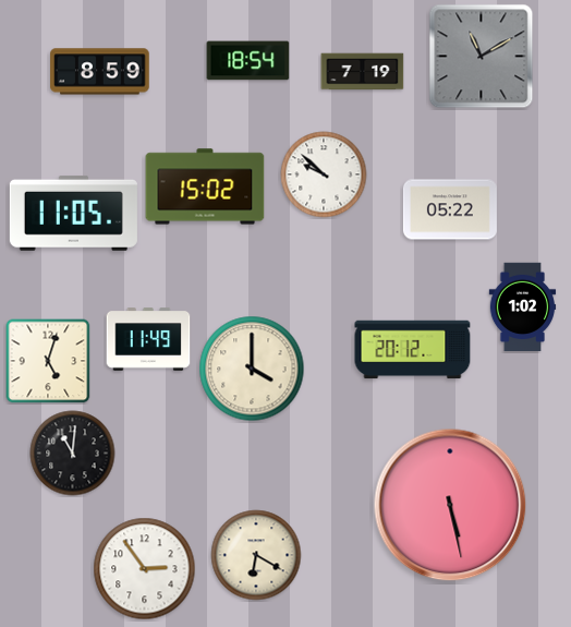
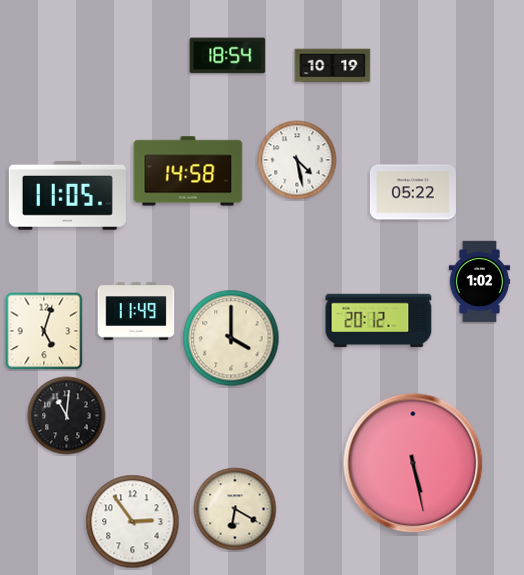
clock at (482, 57): 11:10 -> none
clock at (100, 72): 8:59 -> none
clock at (363, 72): 7:19 -> 10:19
clock at (324, 174): 9:52 -> 4:28
clock at (205, 186): 15:02 -> 14:58
